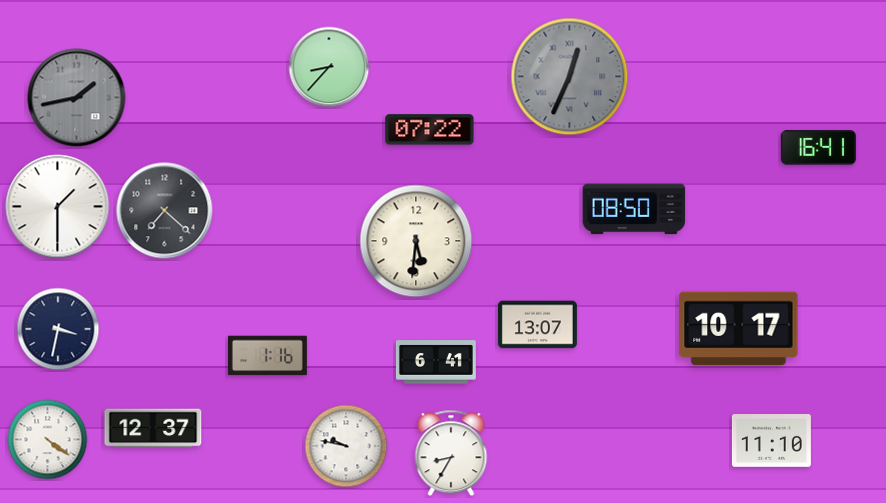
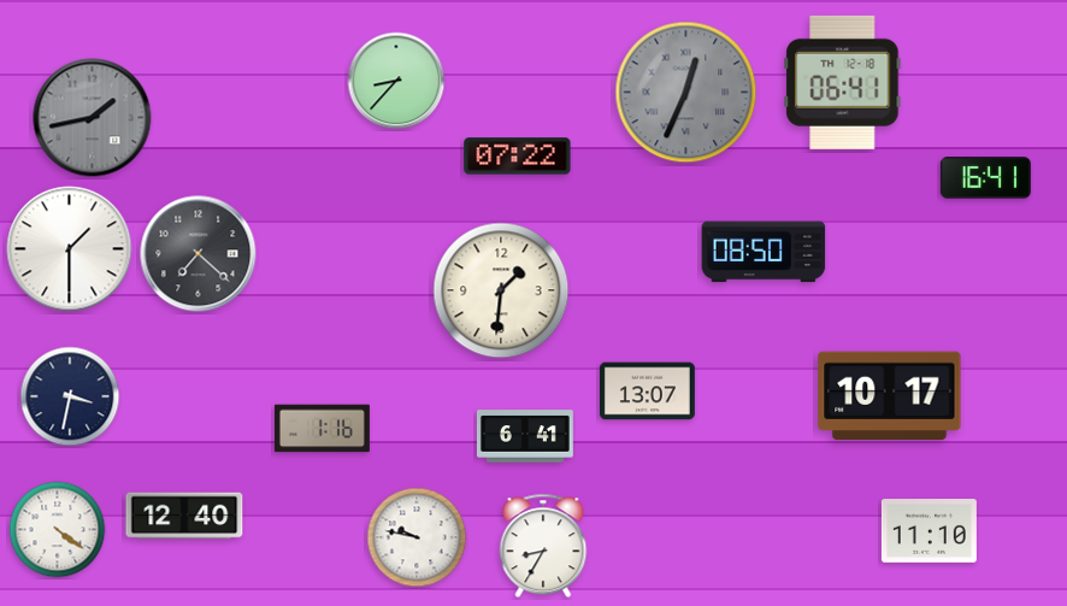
clock at (843, 82): none -> 06:41
clock at (416, 241): 5:31 -> 1:31
clock at (153, 428): 12:37 -> 12:40
